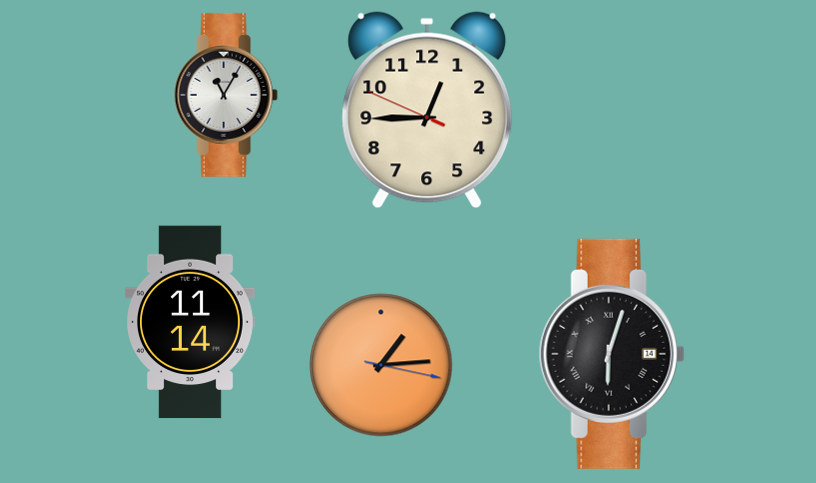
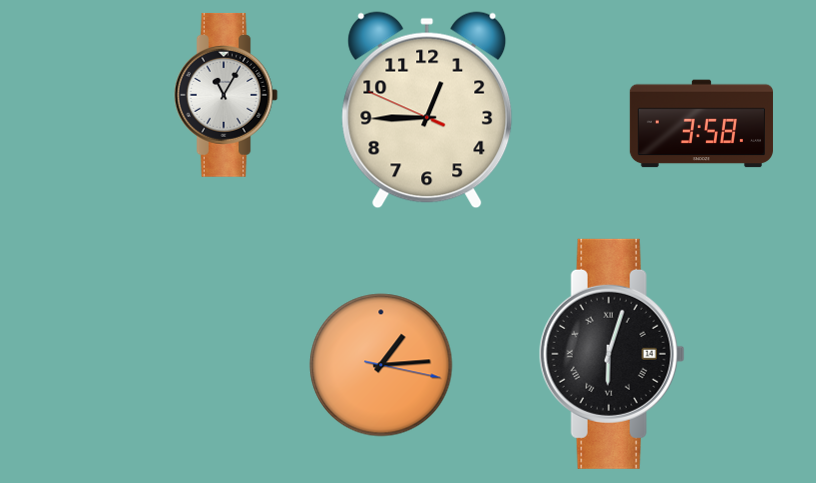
clock at (701, 124): none -> 3:58
clock at (190, 322): 11:14 -> none
